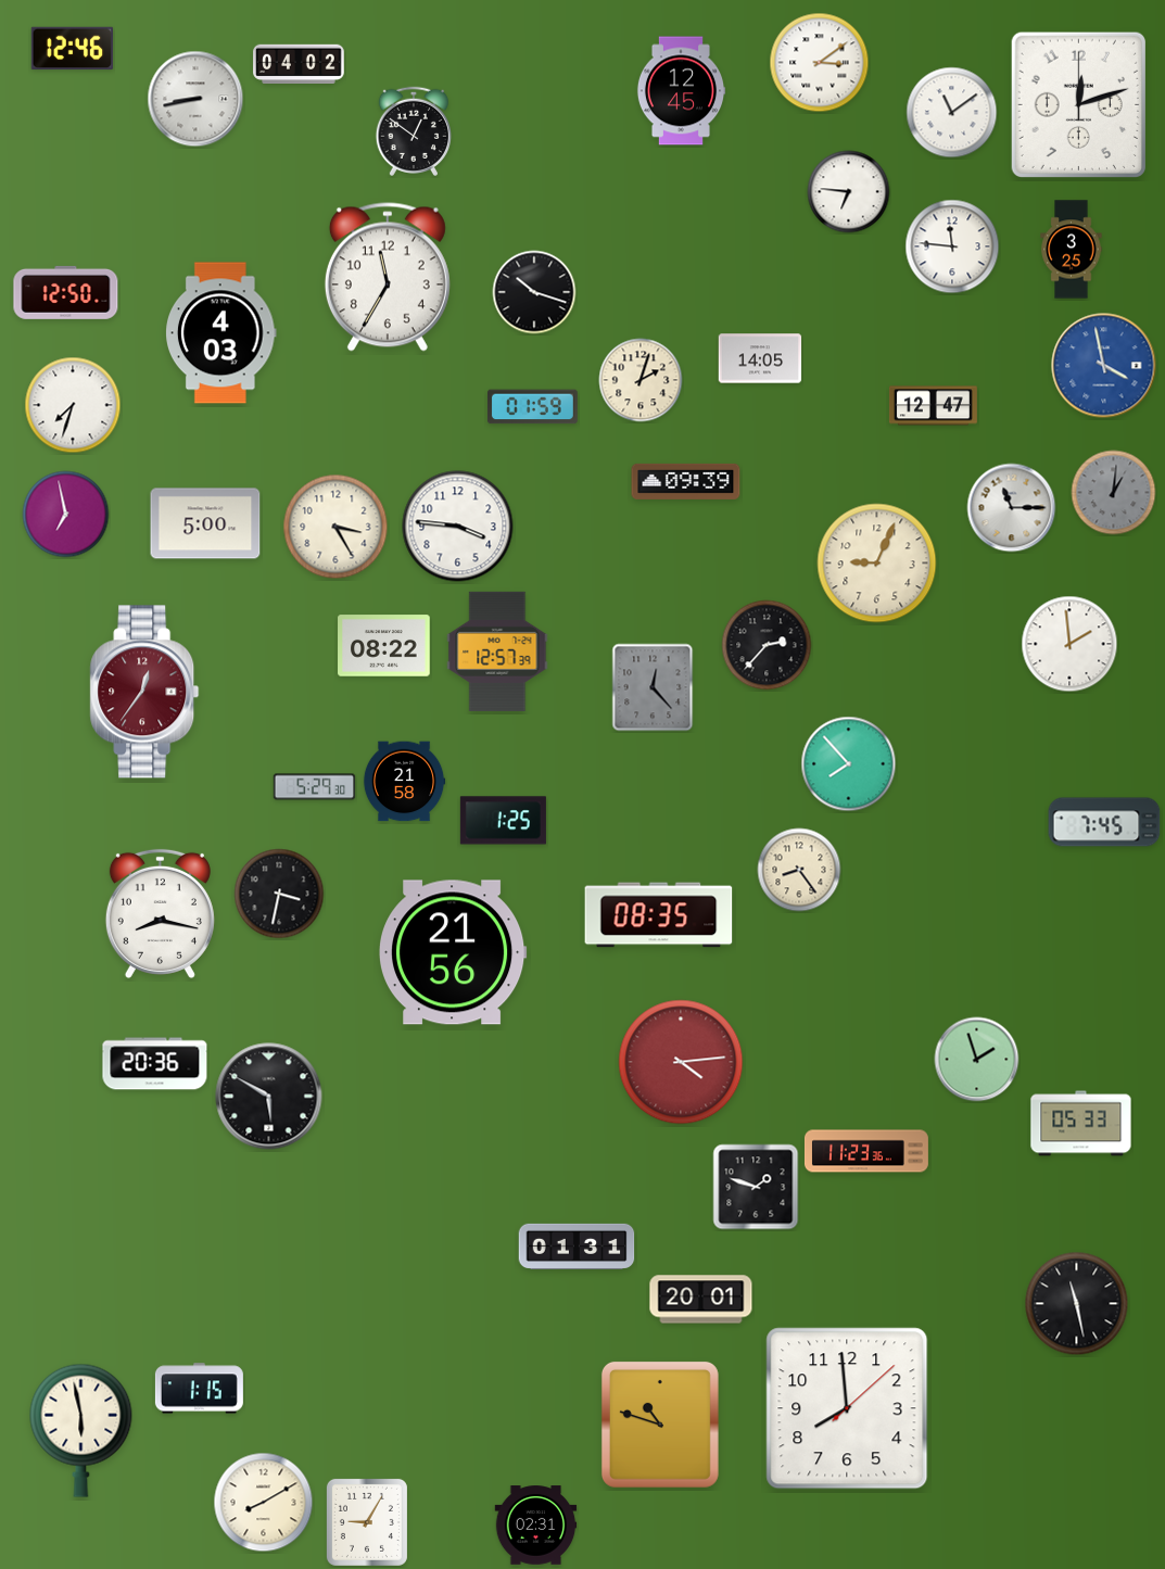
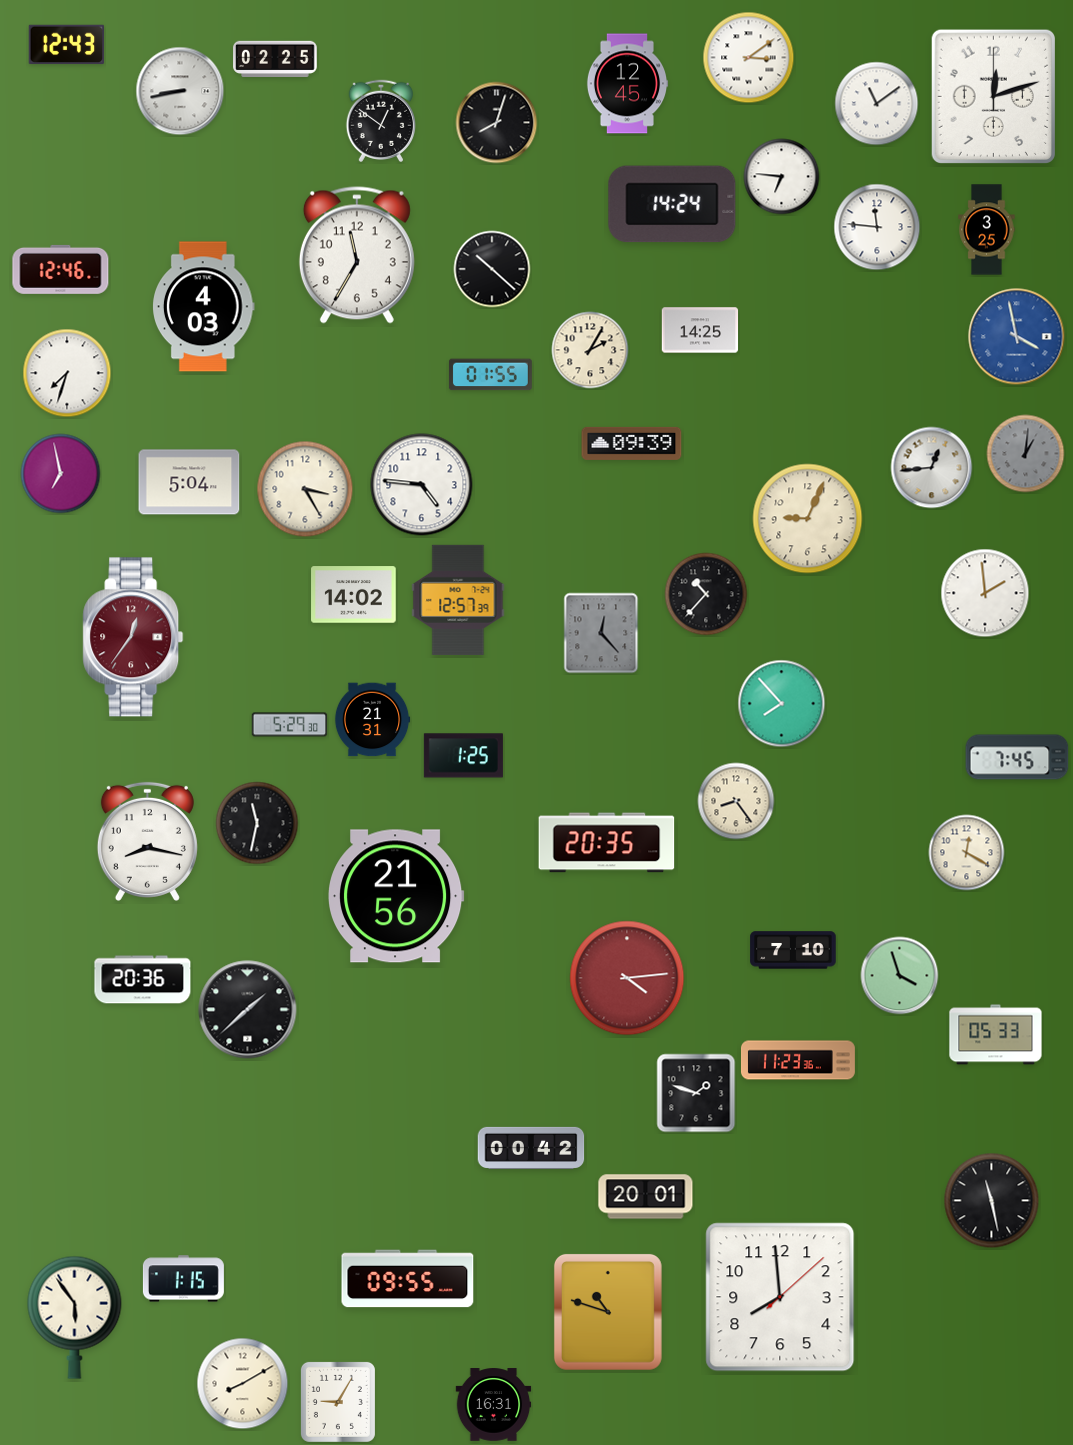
clock at (73, 49): 12:46 -> 12:43
clock at (299, 63): 04:02 -> 02:25
clock at (820, 63) position: (820, 63) -> (749, 58)
clock at (497, 123): none -> 8:03
clock at (672, 204): none -> 14:24
clock at (66, 292): 12:50 -> 12:46
clock at (534, 292): 10:18 -> 10:22
clock at (760, 358): 14:05 -> 14:25
clock at (641, 380): 2:03 -> 2:05
clock at (933, 406): 12:47 -> none
clock at (532, 407): 01:59 -> 01:55
clock at (1012, 508): 11:15 -> 12:44
clock at (205, 523): 5:00 -> 5:04
clock at (335, 527) position: (335, 527) -> (305, 489)
clock at (458, 527): 3:46 -> 4:46
clock at (767, 645): 2:37 -> 10:37
clock at (384, 646): 08:22 -> 14:02
clock at (404, 782): 21:58 -> 21:31
clock at (279, 894): 3:32 -> 11:32
clock at (659, 915): 08:35 -> 20:35
clock at (967, 853): none -> 12:20
clock at (453, 952) position: (453, 952) -> (396, 896)
clock at (793, 950): none -> 7:10
clock at (977, 1060): 1:57 -> 3:57
clock at (269, 1097): 5:50 -> 1:38
clock at (577, 1247): 01:31 -> 00:42
clock at (408, 1279): none -> 09:55
clock at (81, 1430): 5:58 -> 5:54
clock at (536, 1526): 02:31 -> 16:31
